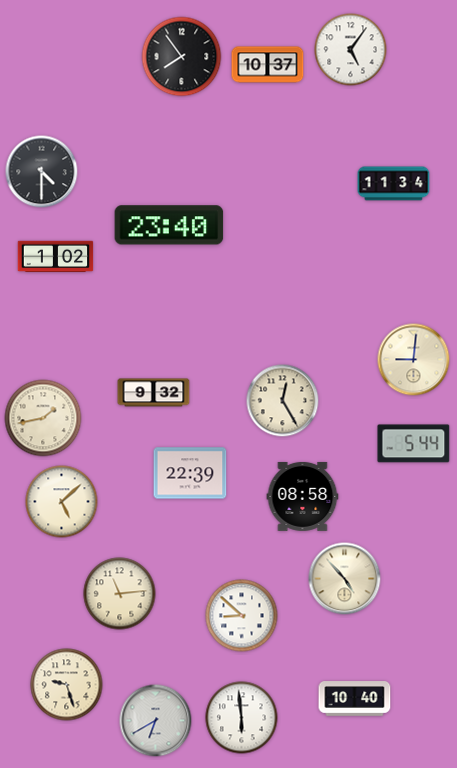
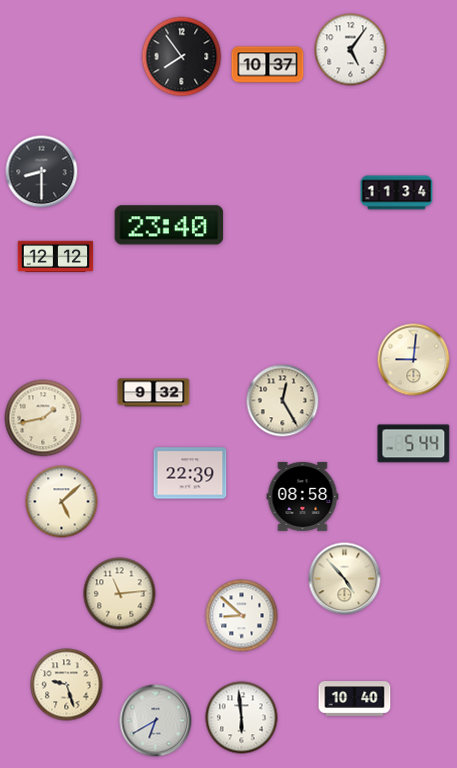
clock at (42, 172): 4:30 -> 8:30
clock at (394, 184) position: (394, 184) -> (397, 193)
clock at (56, 257): 1:02 -> 12:12
